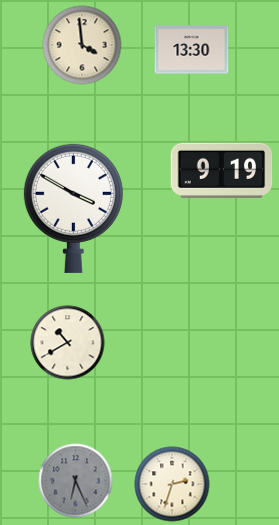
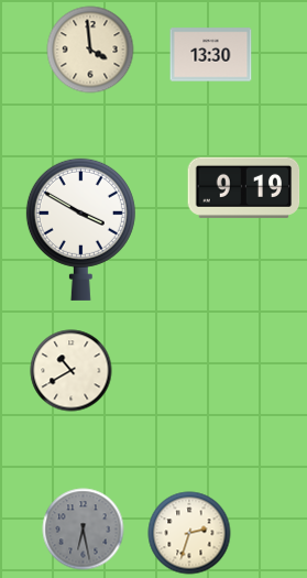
clock at (68, 343) position: (68, 343) -> (72, 371)
clock at (76, 481): 6:26 -> 6:28
